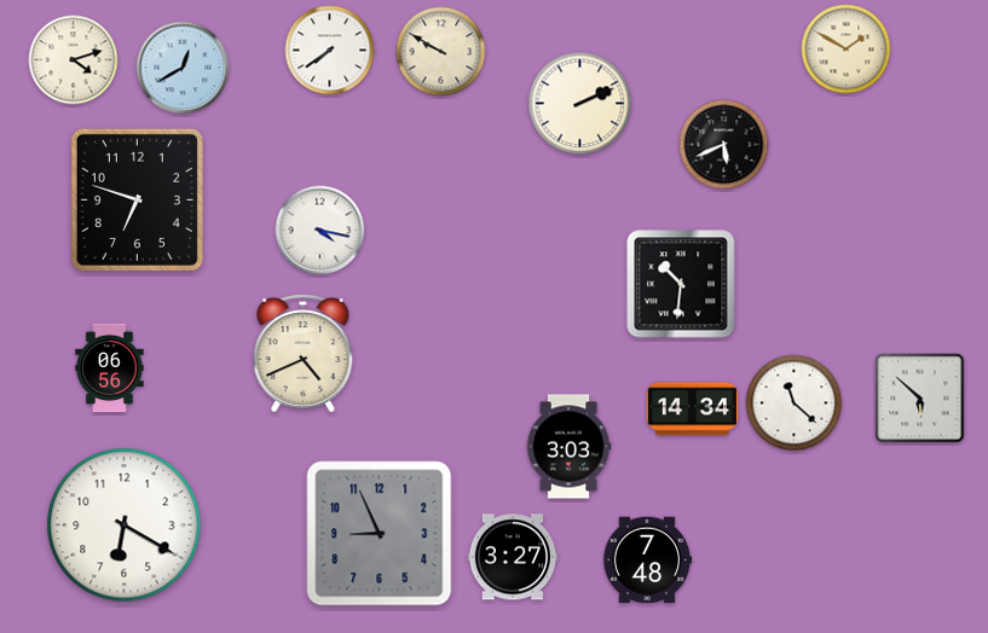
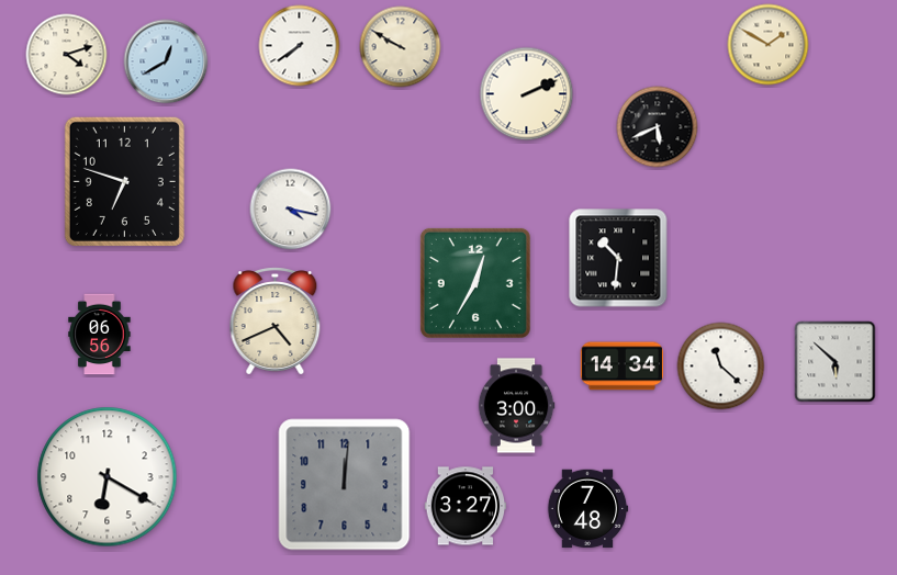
clock at (724, 145) position: (724, 145) -> (658, 127)
clock at (475, 283): none -> 12:35
clock at (692, 410) position: (692, 410) -> (621, 367)
clock at (568, 447): 3:03 -> 3:00
clock at (125, 525) position: (125, 525) -> (108, 477)
clock at (380, 534): 8:56 -> 12:01
